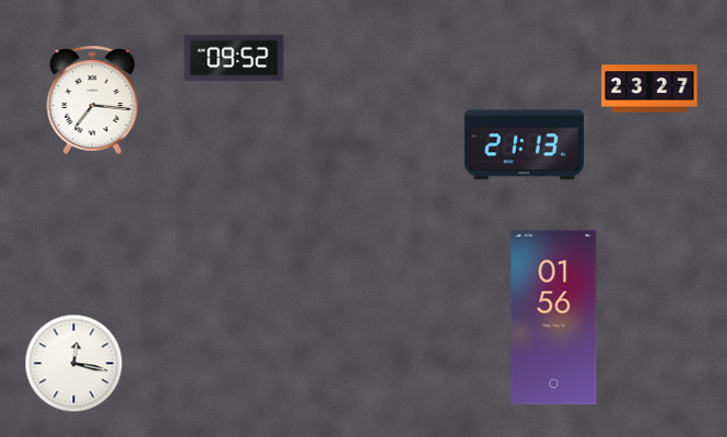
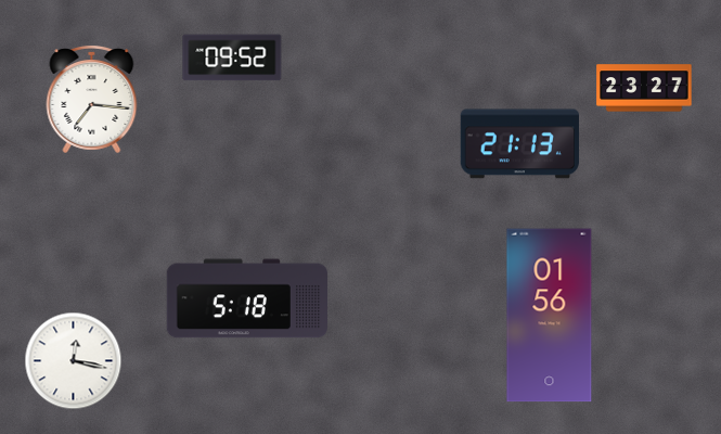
clock at (246, 298): none -> 5:18
